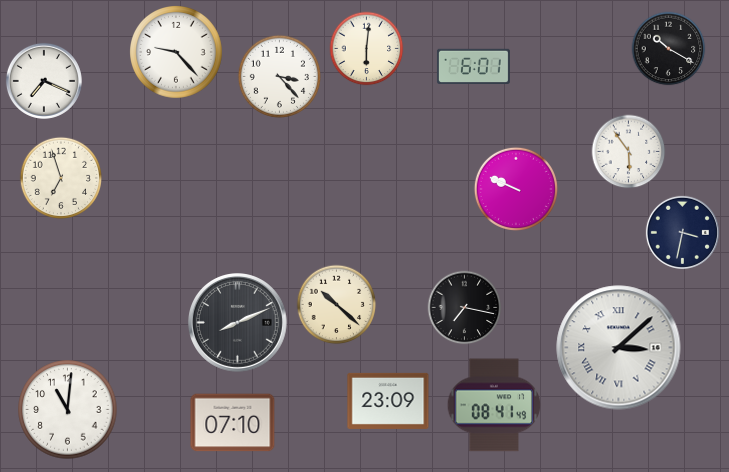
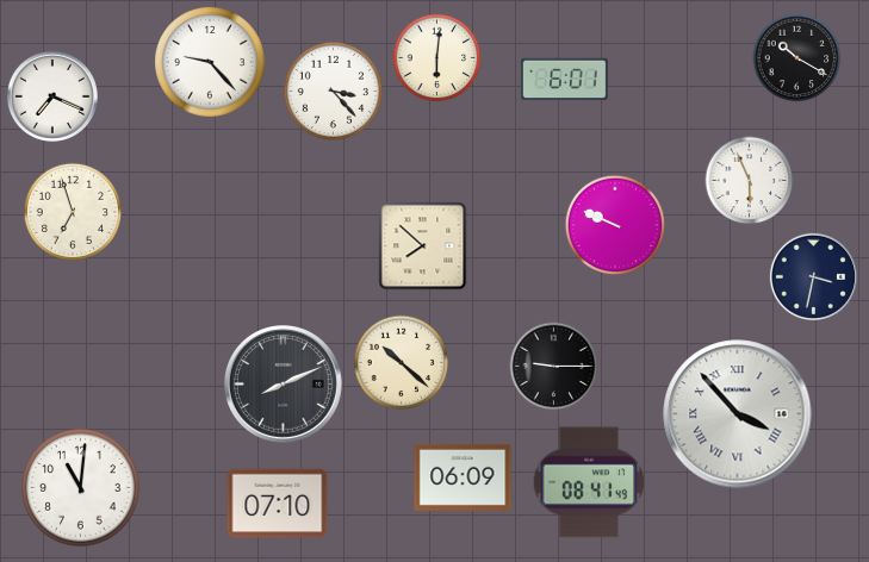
clock at (629, 152): 5:54 -> 5:56
clock at (423, 246): none -> 7:52
clock at (465, 308): 7:17 -> 9:15
clock at (619, 348): 3:08 -> 3:53
clock at (388, 401): 23:09 -> 06:09
